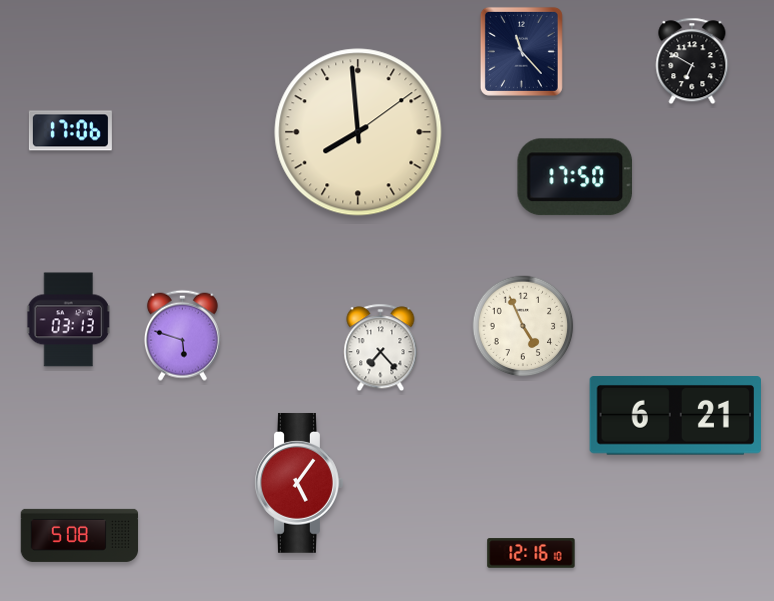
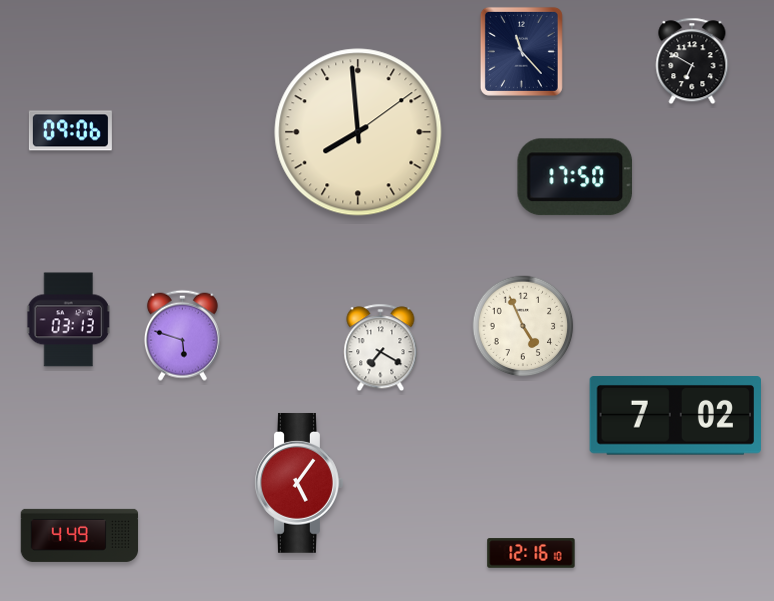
clock at (70, 131): 17:06 -> 09:06
clock at (381, 348): 7:23 -> 7:20
clock at (675, 416): 6:21 -> 7:02
clock at (80, 535): 5:08 -> 4:49
